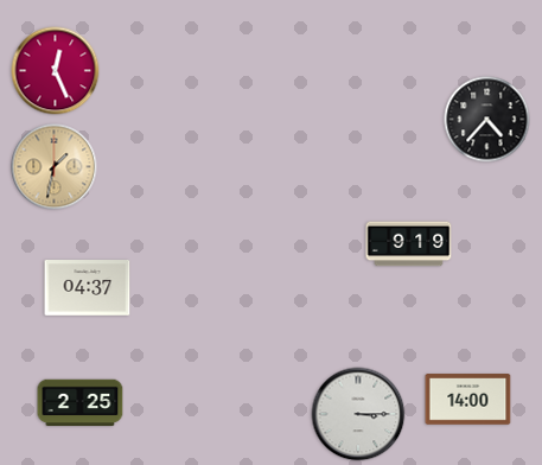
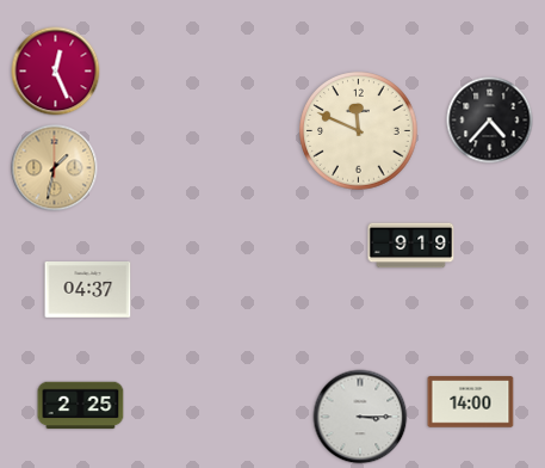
clock at (359, 131): none -> 11:49
